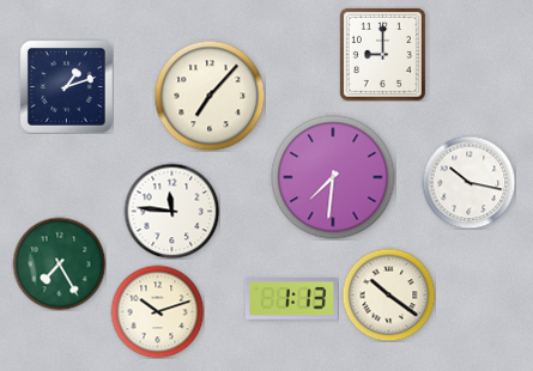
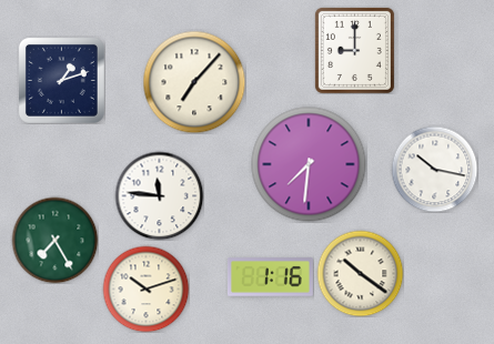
clock at (210, 96) position: (210, 96) -> (194, 82)
clock at (59, 263) position: (59, 263) -> (54, 240)
clock at (292, 299): 1:13 -> 1:16
